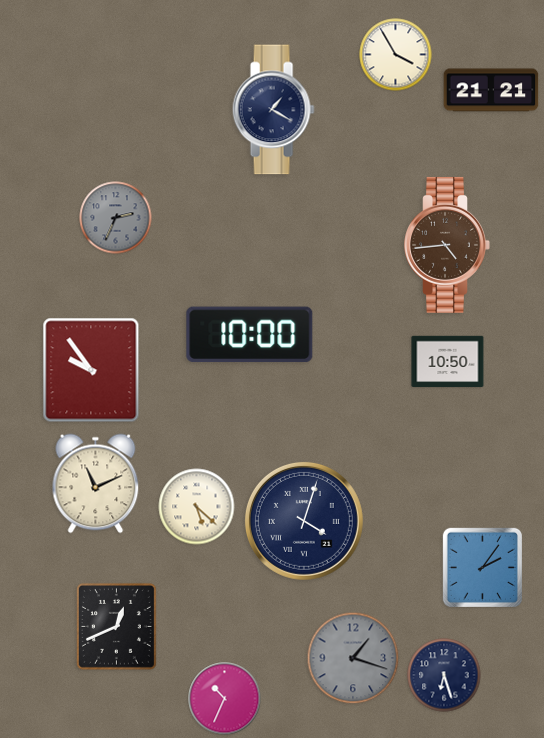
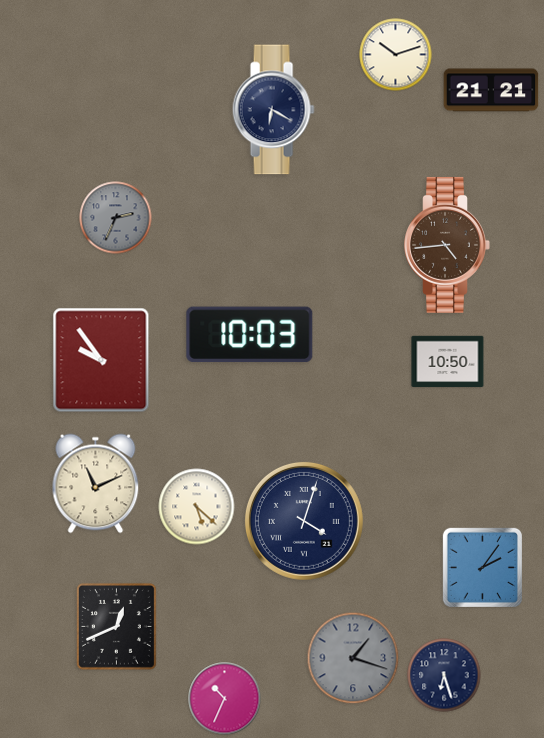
clock at (396, 55): 3:55 -> 10:12
clock at (273, 110): 1:20 -> 6:20
clock at (250, 335): 10:00 -> 10:03
clock at (91, 370) position: (91, 370) -> (101, 360)
